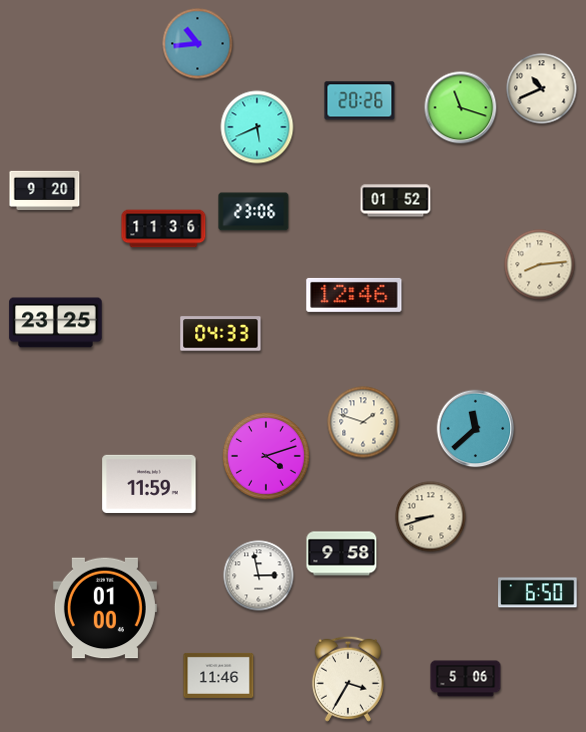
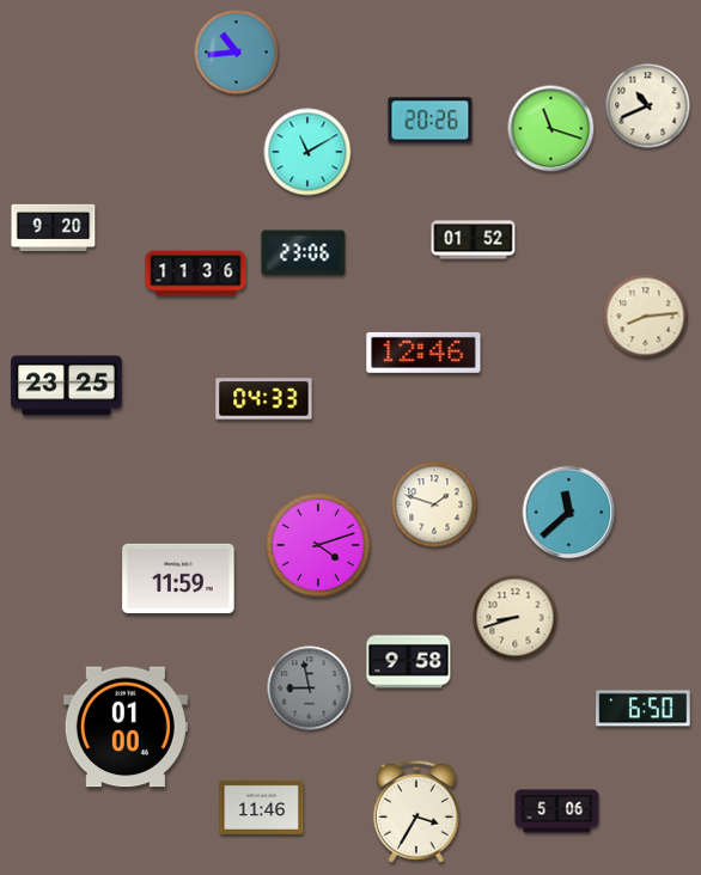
clock at (257, 127): 5:41 -> 11:10
clock at (259, 576): 2:58 -> 8:58
clock at (259, 576) dial: white -> grey
